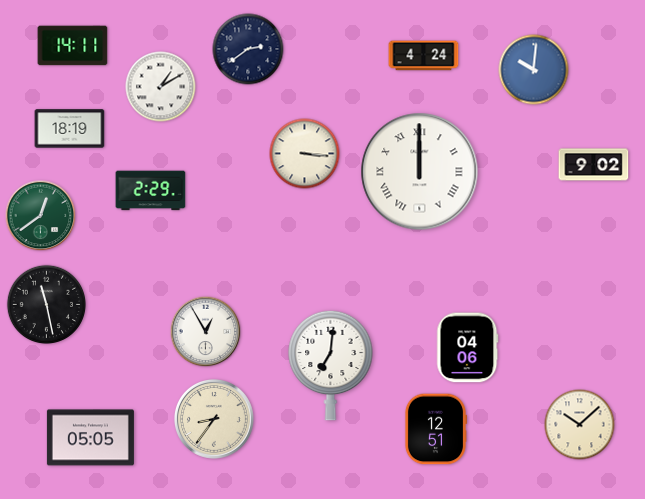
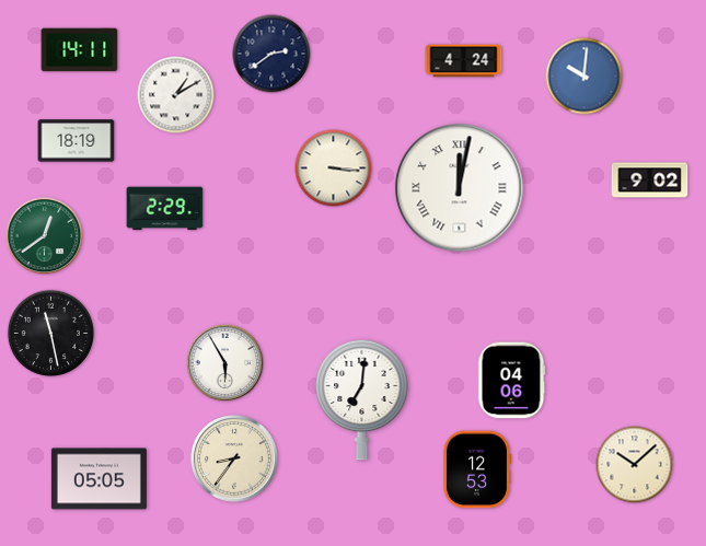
clock at (420, 172): 12:00 -> 12:02
clock at (206, 332): 12:55 -> 5:55
clock at (435, 429): 12:51 -> 12:53
